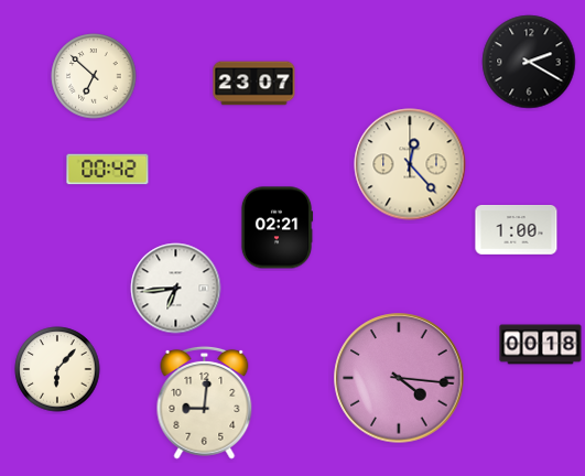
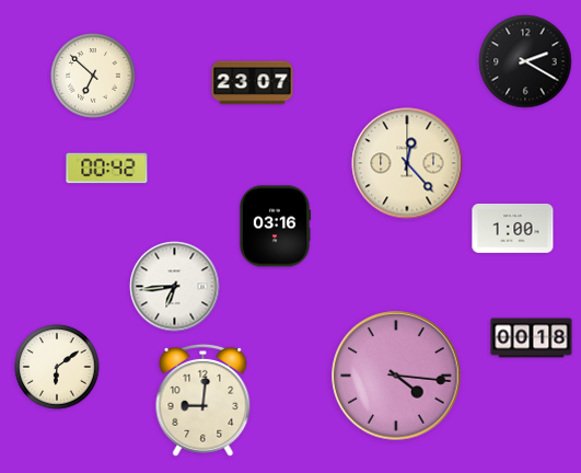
clock at (277, 228): 02:21 -> 03:16
clock at (541, 345) position: (541, 345) -> (532, 338)
clock at (57, 369): 6:07 -> 6:09
